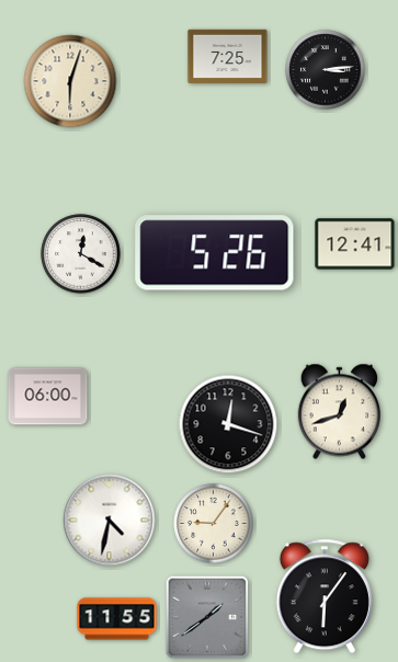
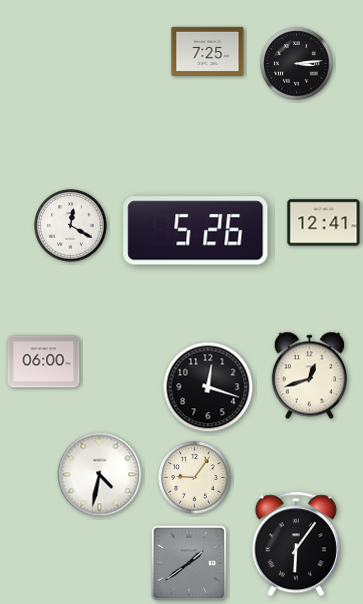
clock at (70, 81): 6:03 -> none
clock at (81, 254) position: (81, 254) -> (71, 226)
clock at (117, 619): 11:55 -> none
